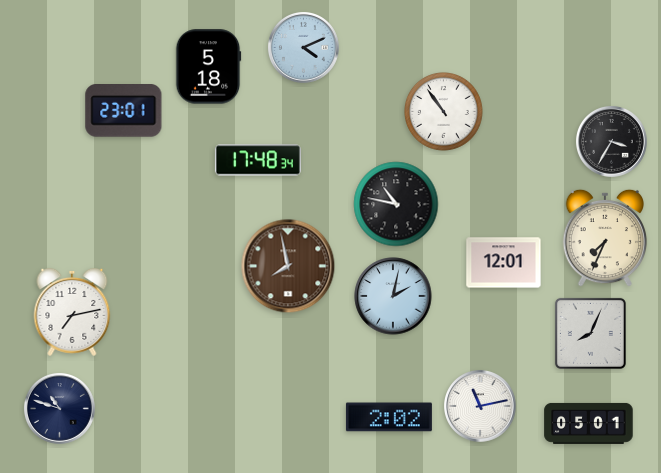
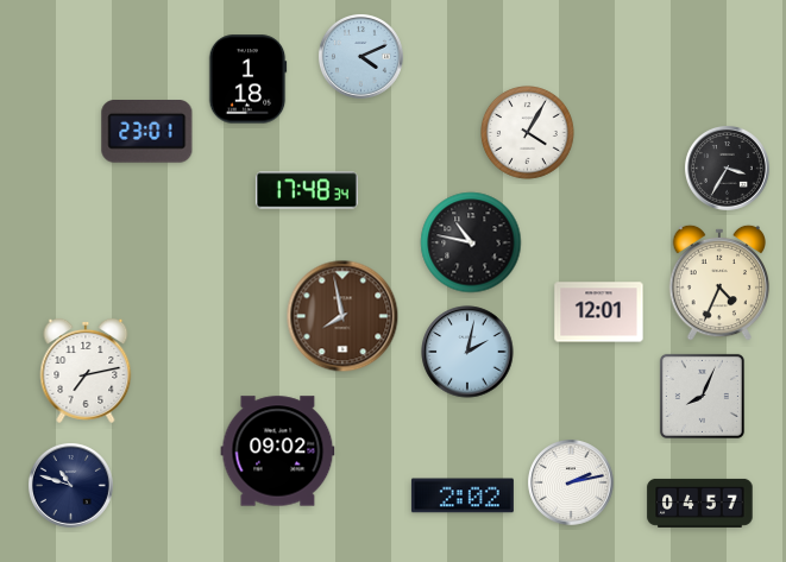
clock at (208, 67): 5:18 -> 1:18
clock at (444, 112): 10:54 -> 4:05
clock at (605, 238): 7:34 -> 4:34
clock at (278, 452): none -> 09:02
clock at (481, 407): 11:13 -> 2:13
clock at (589, 423): 05:01 -> 04:57
